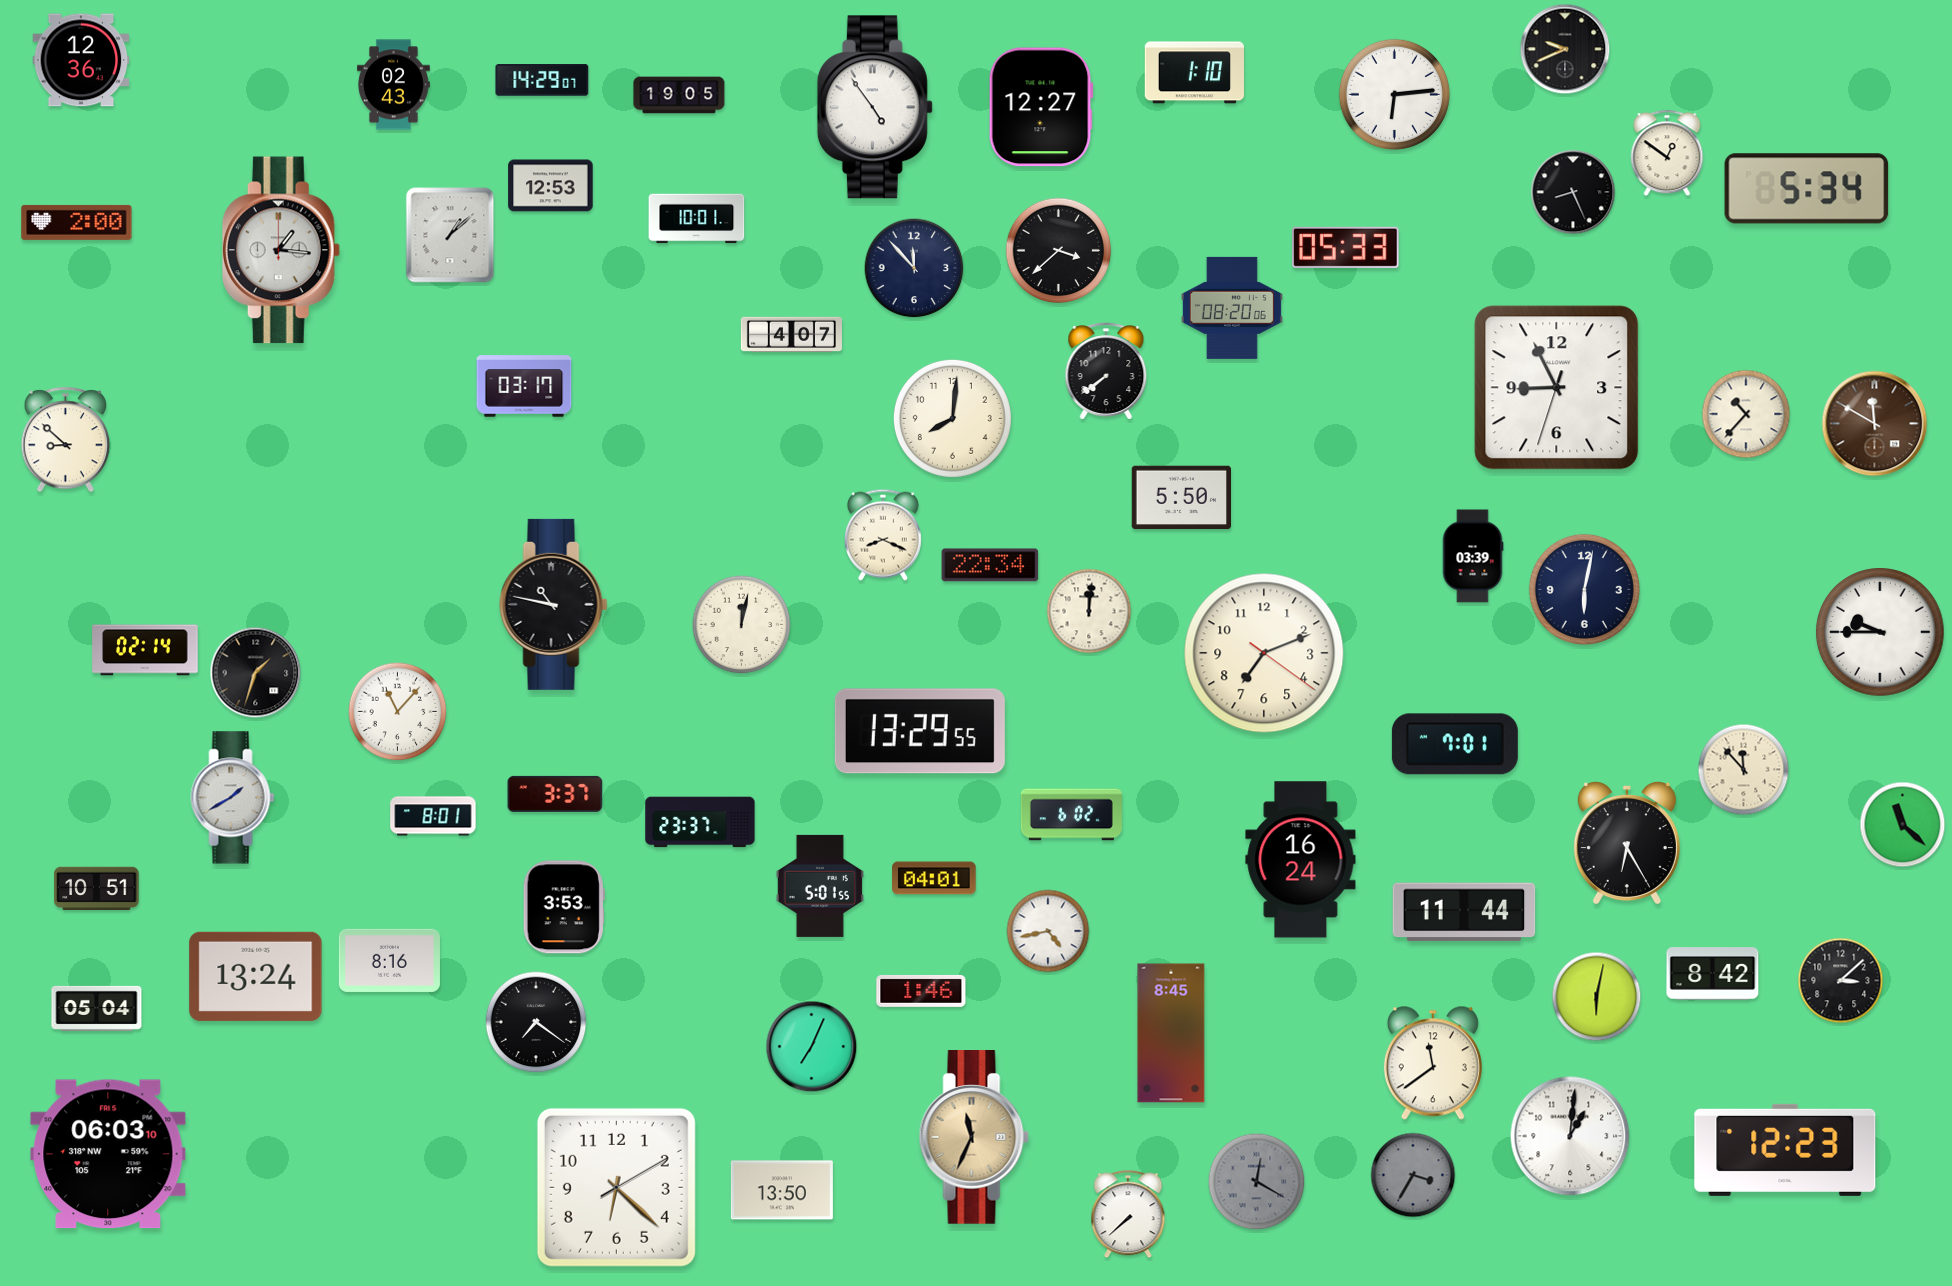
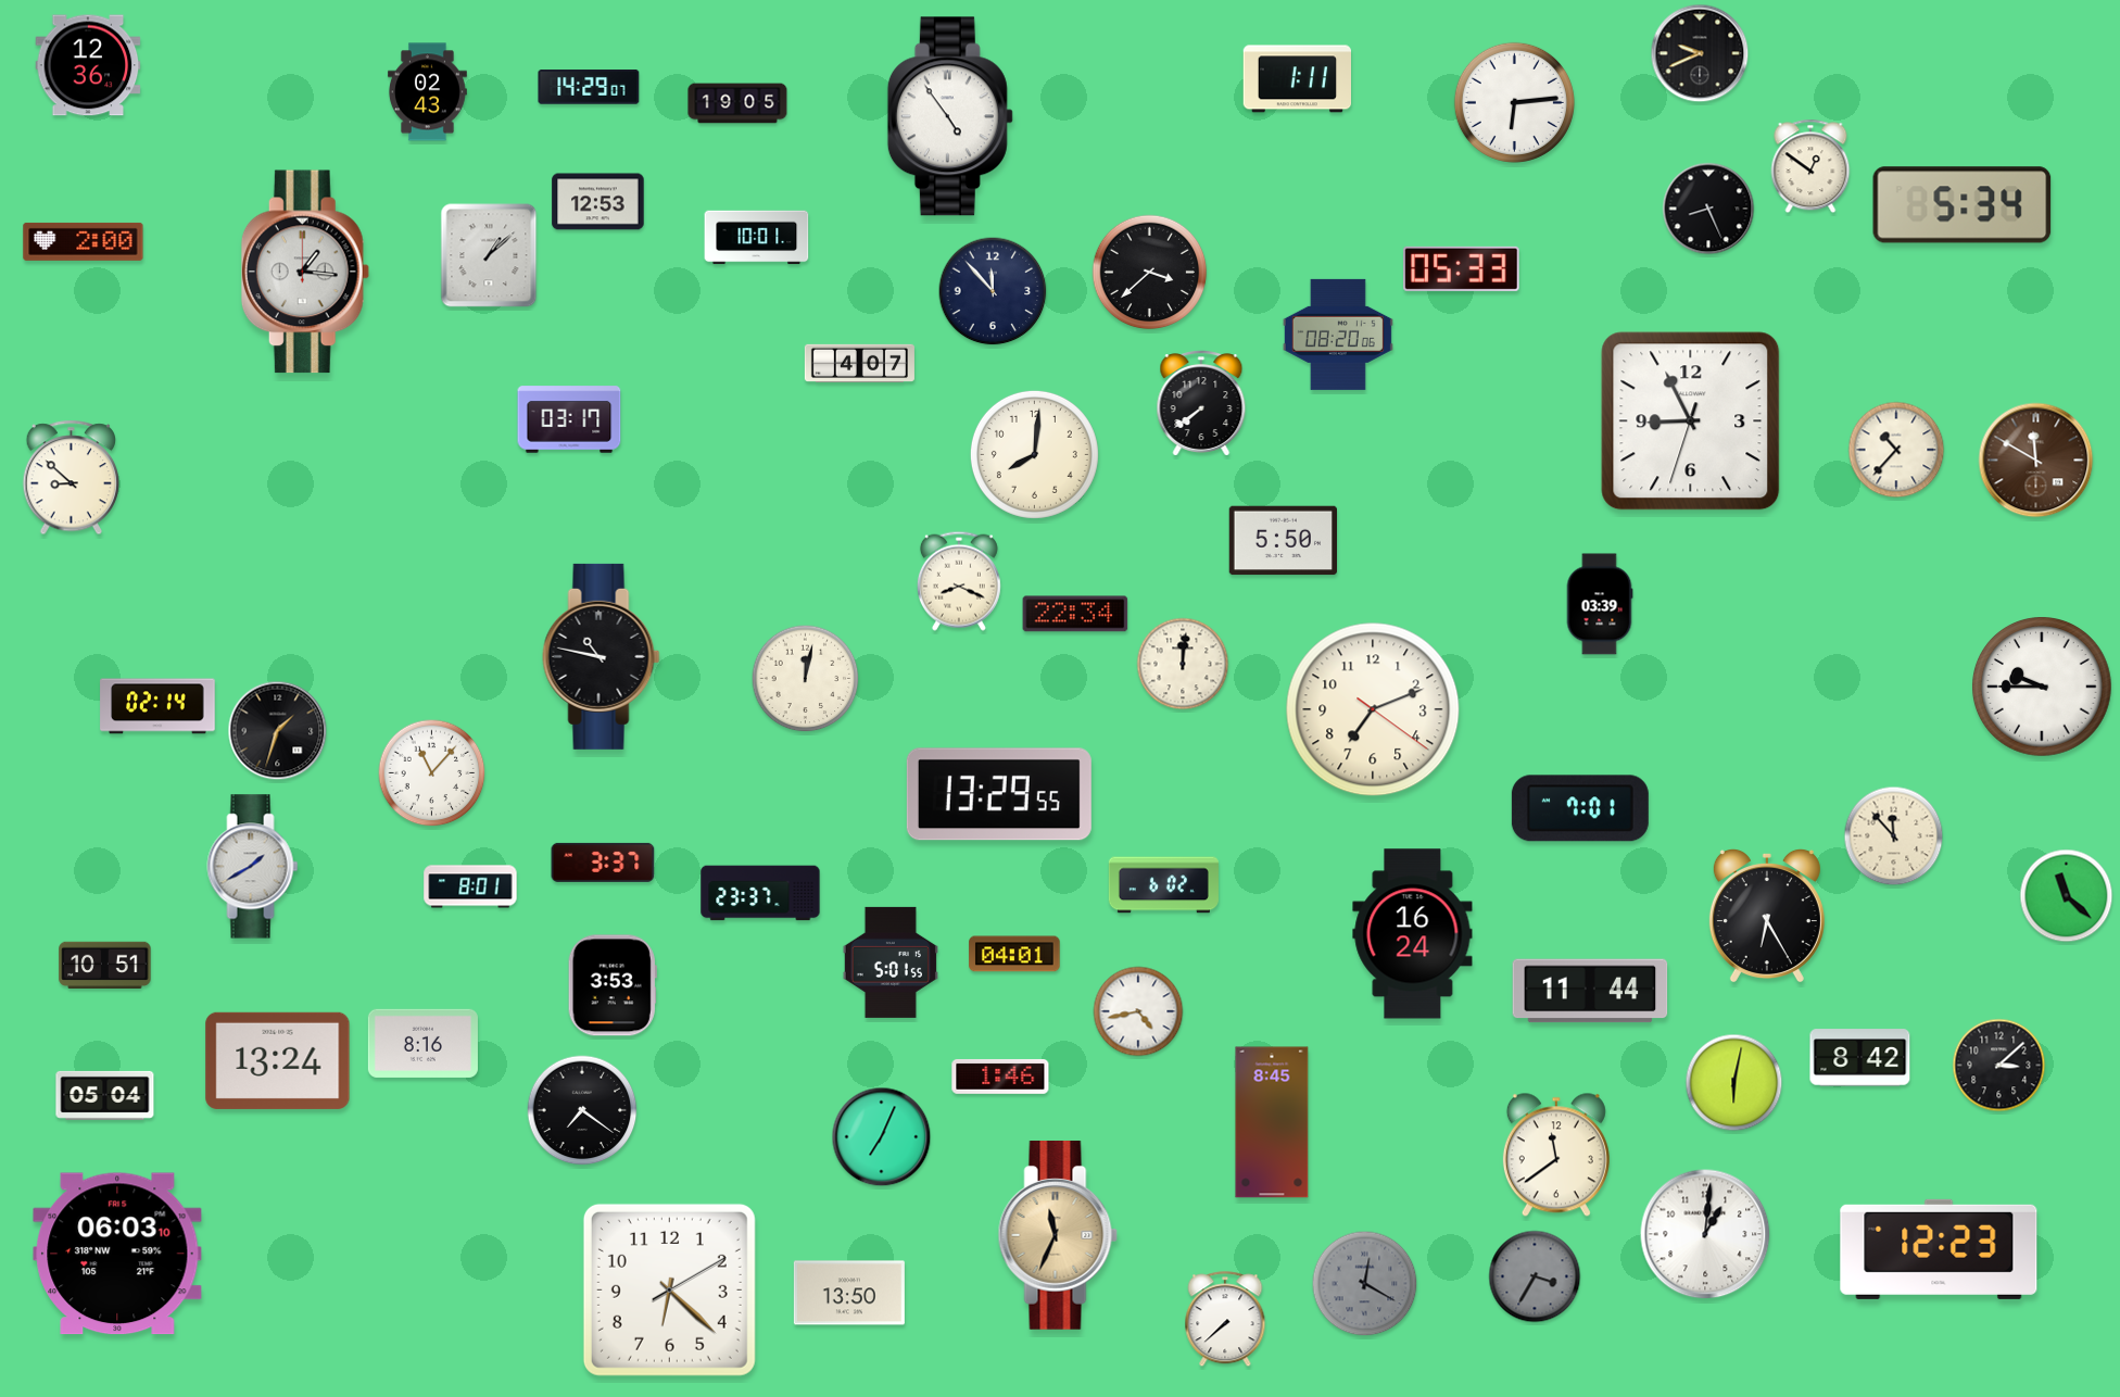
clock at (1194, 73): 1:10 -> 1:11
clock at (1041, 107): 12:27 -> none
clock at (1584, 589): 6:02 -> none
